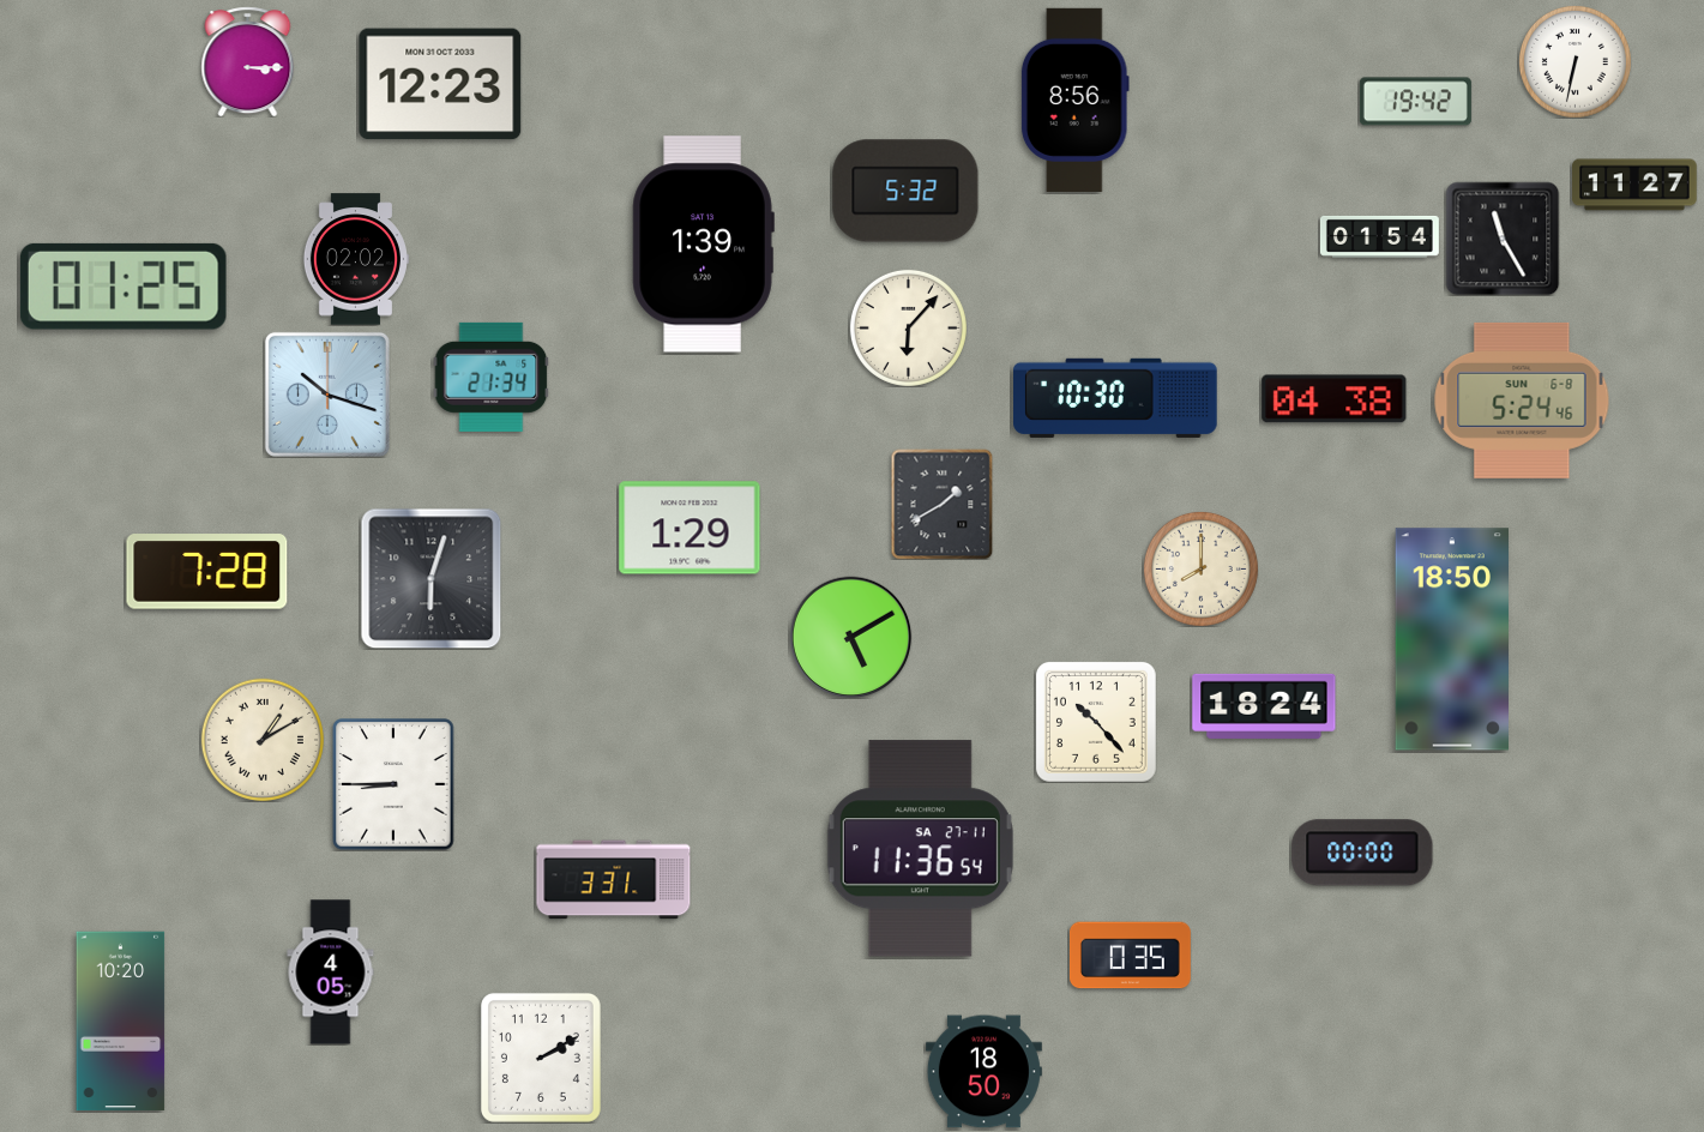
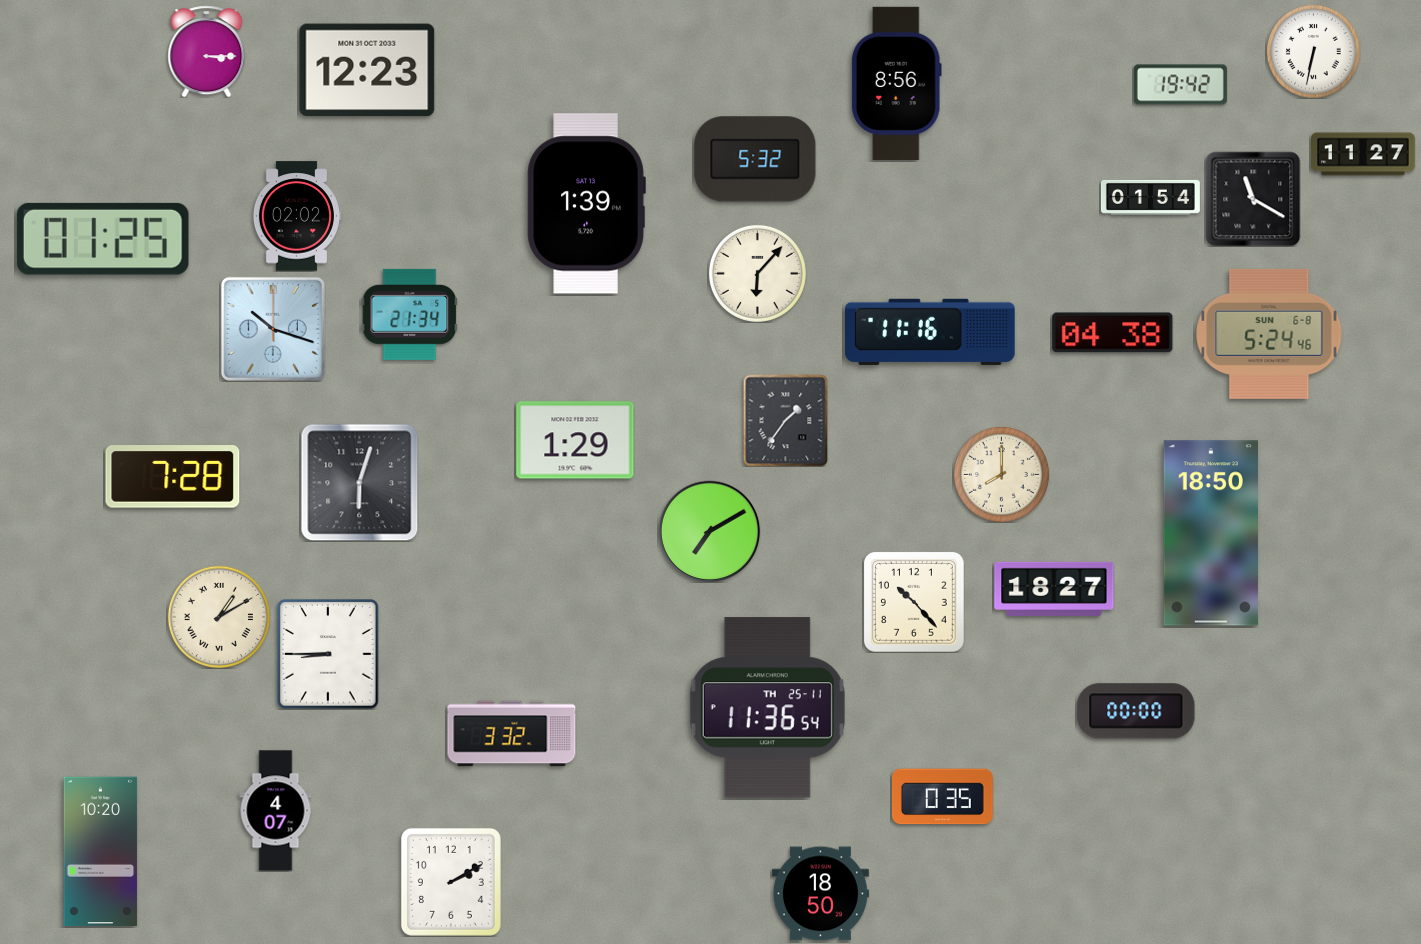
clock at (1503, 239): 11:25 -> 11:20
clock at (1116, 398): 10:30 -> 11:16
clock at (943, 504): 1:40 -> 1:36
clock at (850, 637): 5:10 -> 7:10
clock at (1264, 706): 18:24 -> 18:27
clock at (920, 849) date: SA 27-11 -> TH 25-11
clock at (614, 880): 3:31 -> 3:32
clock at (331, 973): 4:05 -> 4:07
